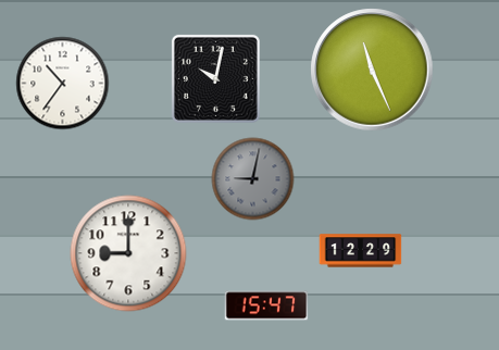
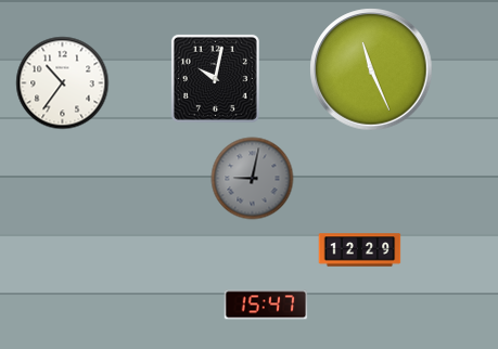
clock at (128, 253): 9:00 -> none
